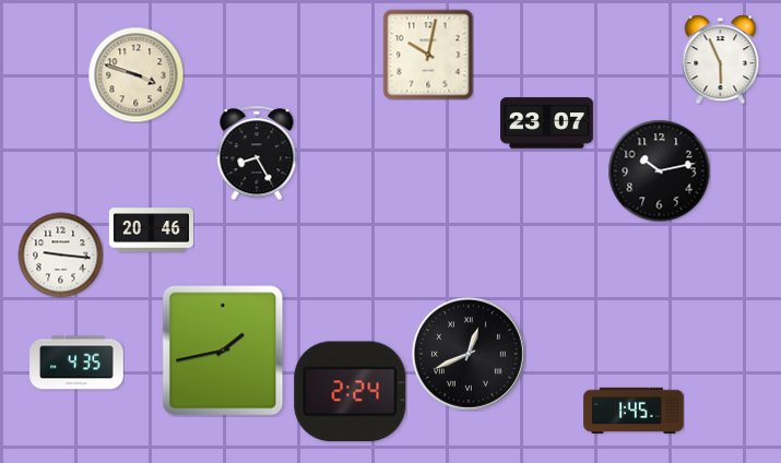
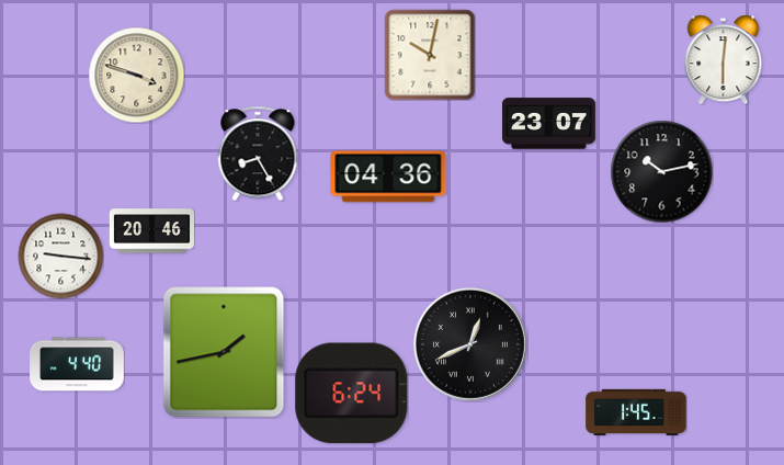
clock at (721, 59): 5:56 -> 6:01
clock at (388, 177): none -> 04:36
clock at (469, 354) position: (469, 354) -> (470, 344)
clock at (76, 363): 4:35 -> 4:40
clock at (351, 392): 2:24 -> 6:24
